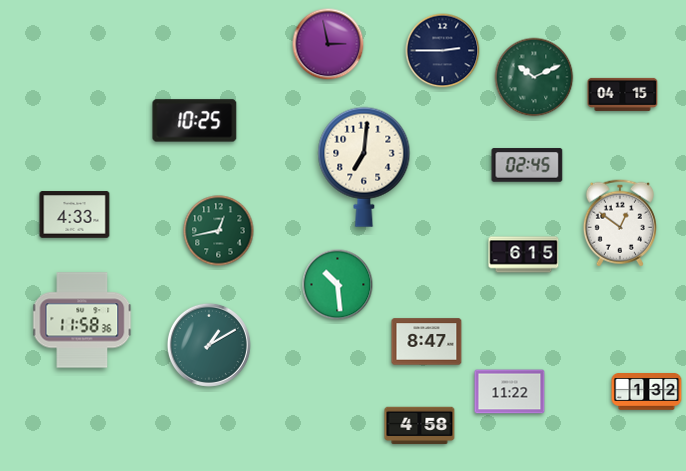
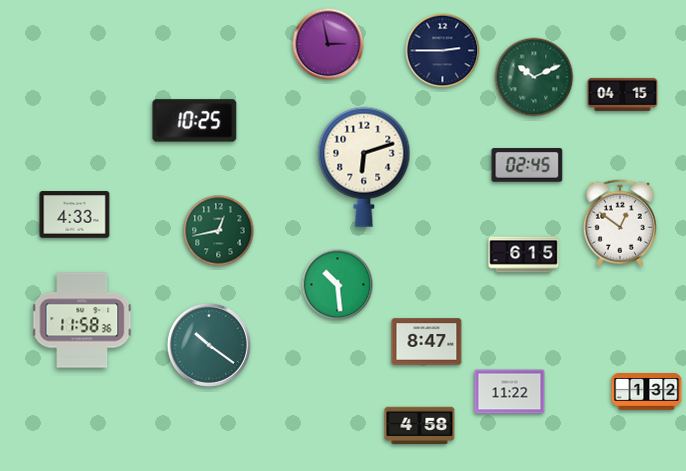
clock at (364, 167): 7:01 -> 6:12
clock at (209, 345): 1:10 -> 10:21
